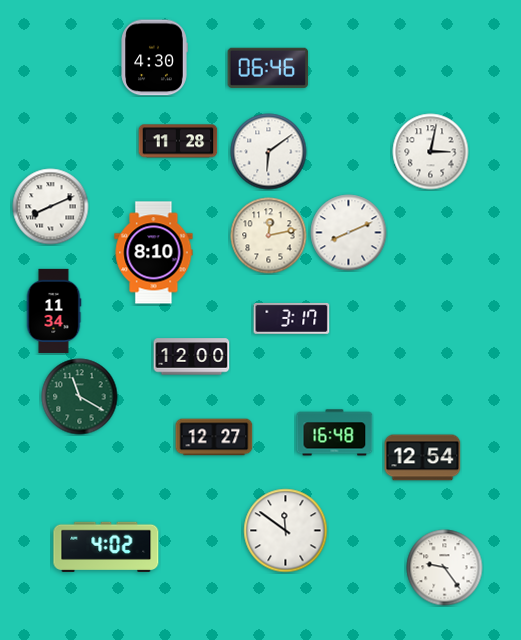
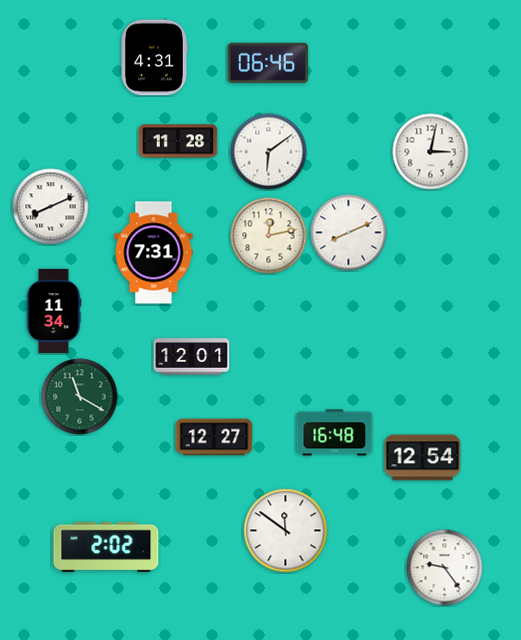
clock at (154, 58): 4:30 -> 4:31
clock at (268, 68) position: (268, 68) -> (268, 63)
clock at (154, 253): 8:10 -> 7:31
clock at (292, 318): 3:17 -> none
clock at (192, 357): 12:00 -> 12:01
clock at (106, 547): 4:02 -> 2:02
